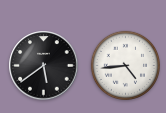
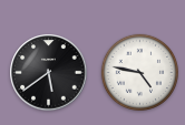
clock at (125, 65): 4:44 -> 4:47
